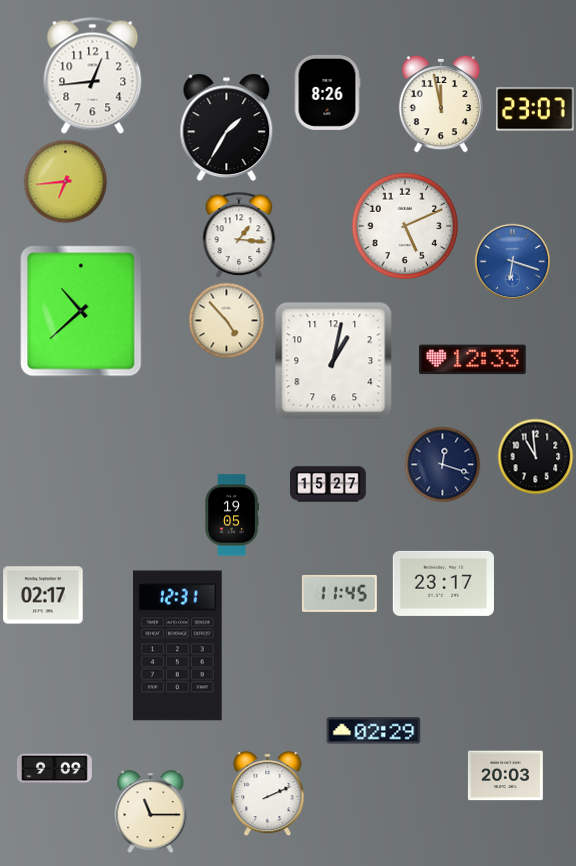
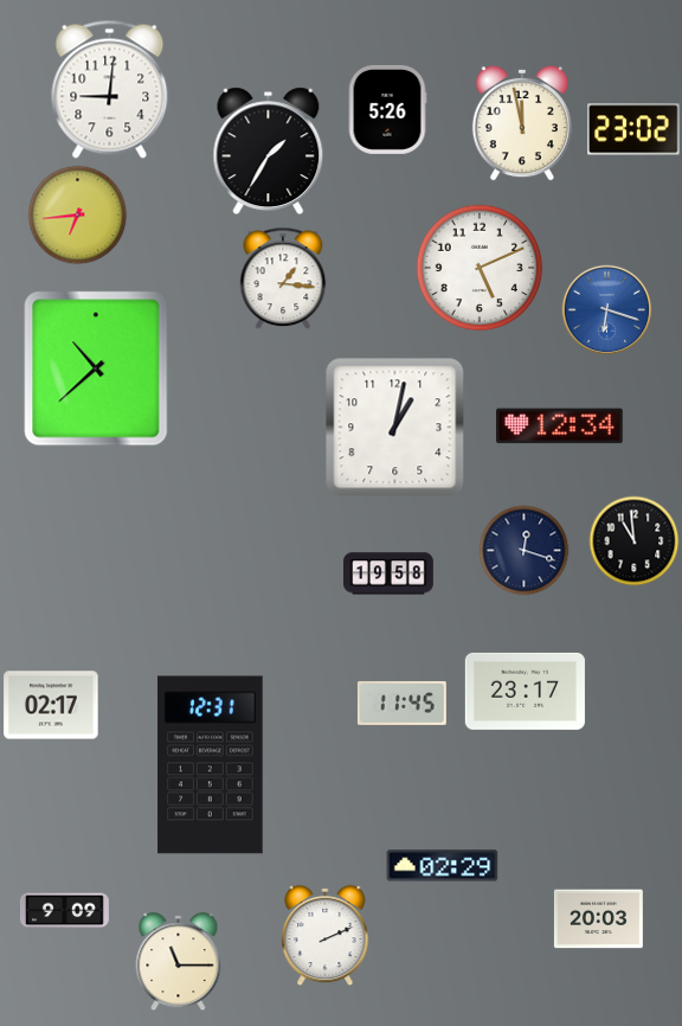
clock at (93, 75): 12:44 -> 9:01
clock at (327, 92): 8:26 -> 5:26
clock at (535, 109): 23:07 -> 23:02
clock at (227, 321): 4:53 -> none
clock at (473, 360): 12:33 -> 12:34
clock at (329, 484): 15:27 -> 19:58
clock at (232, 515): 19:05 -> none
clock at (268, 794) position: (268, 794) -> (326, 936)
